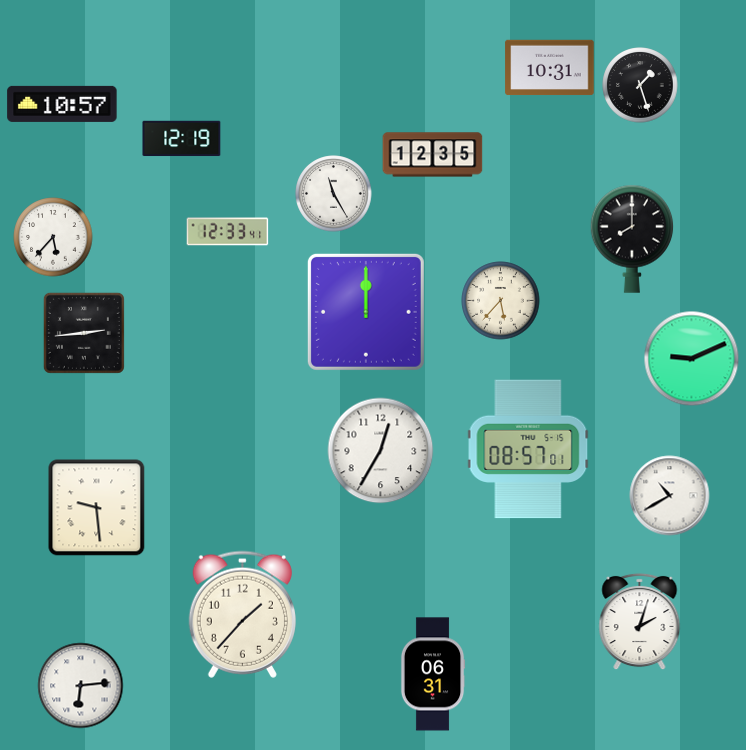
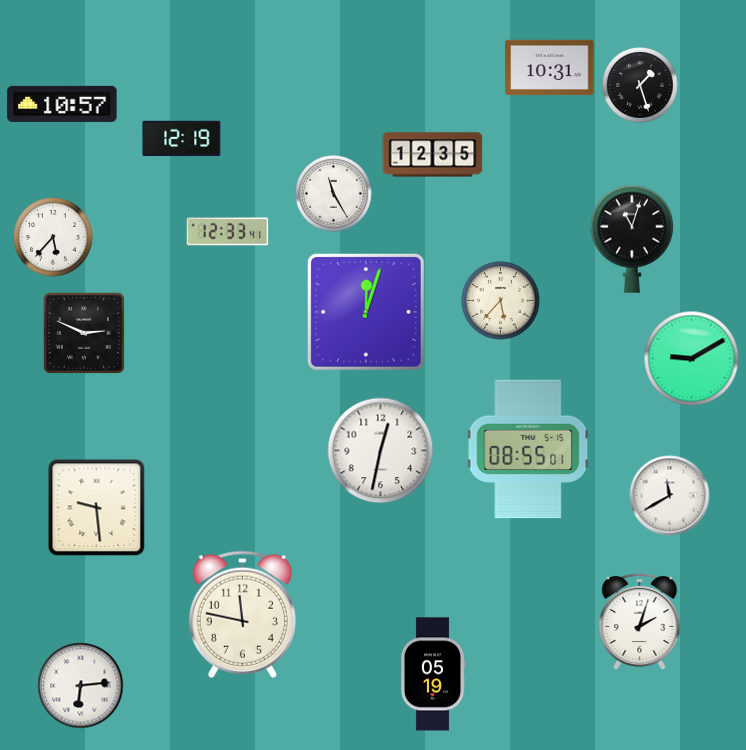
clock at (632, 239): 8:00 -> 11:03
clock at (366, 312): 12:00 -> 12:03
clock at (84, 333): 2:44 -> 2:49
clock at (692, 359): 9:11 -> 9:10
clock at (528, 449): 08:57 -> 08:55
clock at (381, 451): 12:35 -> 12:32
clock at (670, 496): 10:40 -> 11:40
clock at (242, 614): 1:37 -> 11:47
clock at (433, 674): 06:31 -> 05:19
